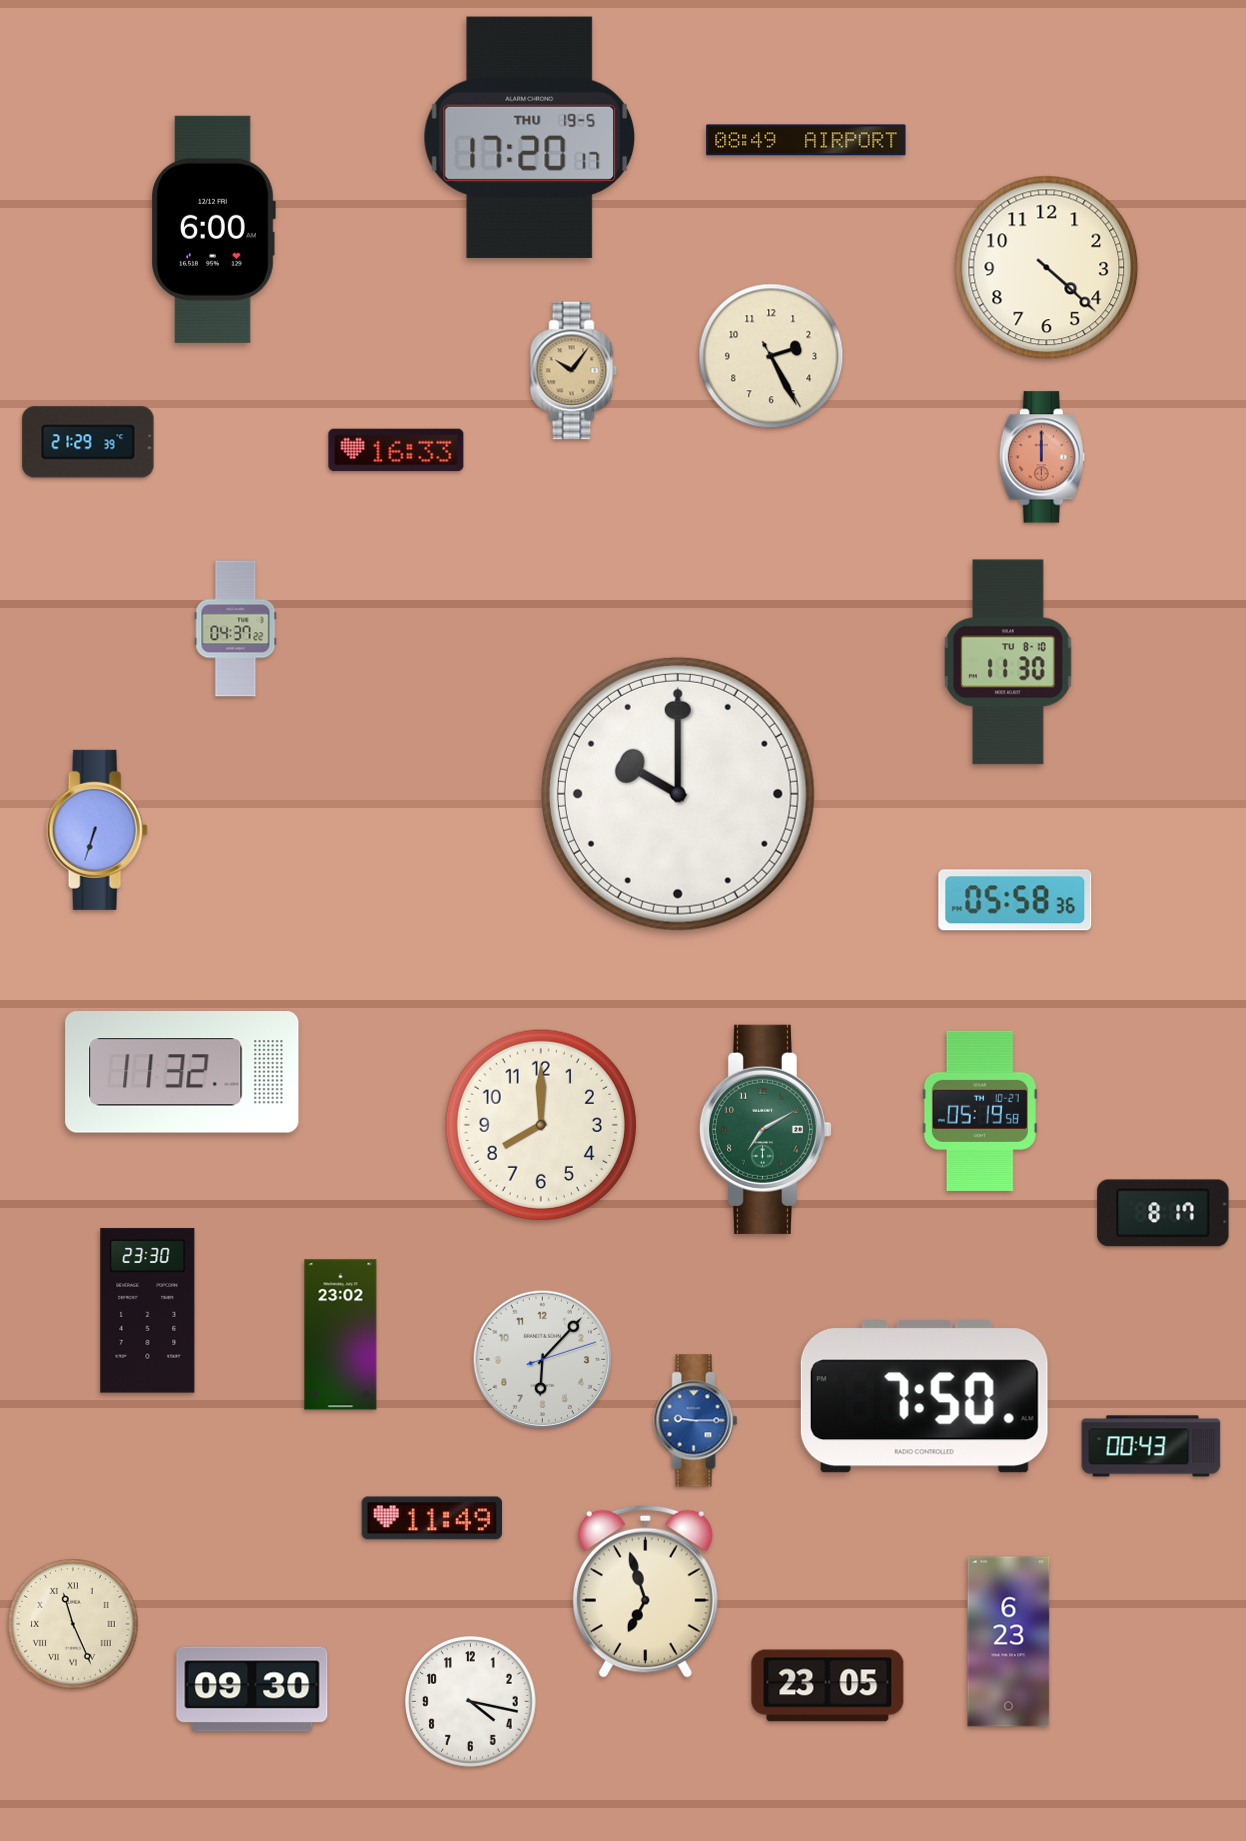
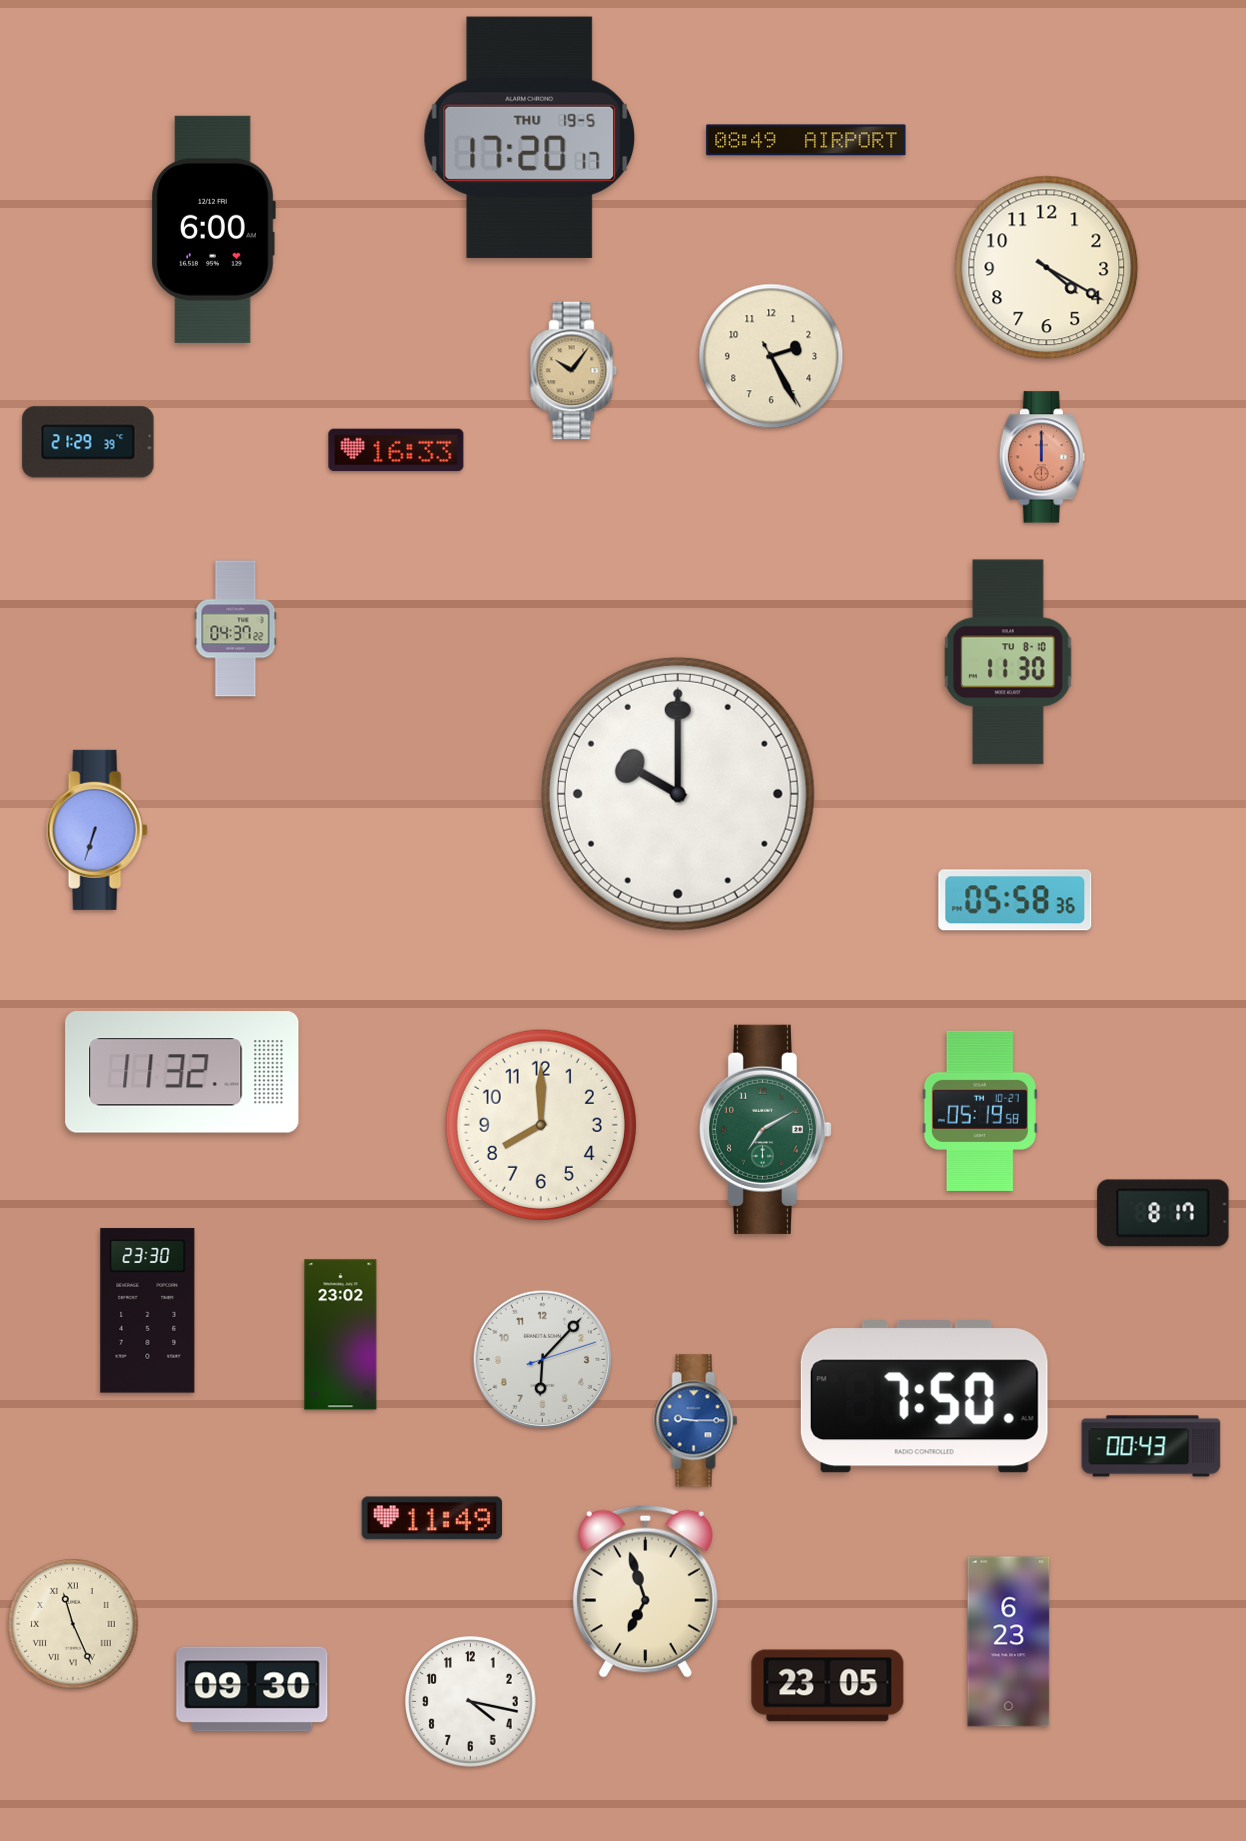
clock at (1047, 268): 4:22 -> 4:20
